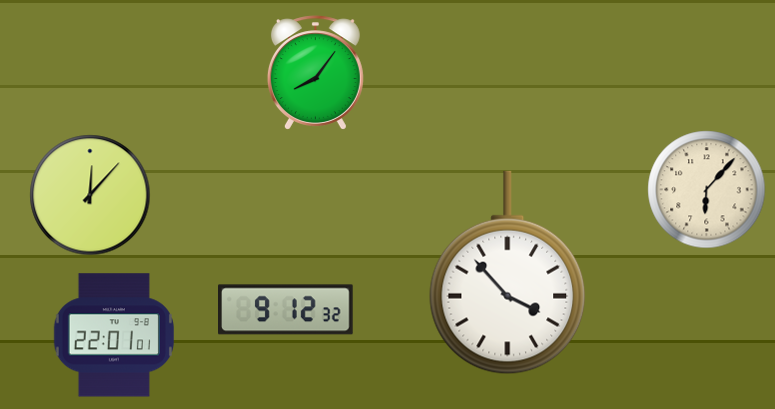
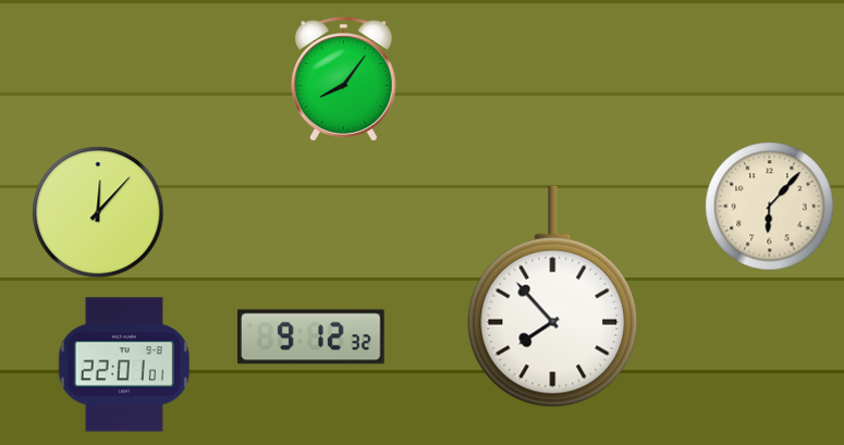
clock at (508, 273): 3:53 -> 7:53
